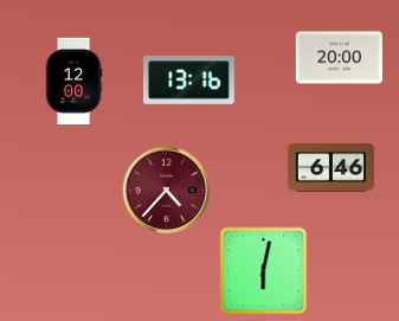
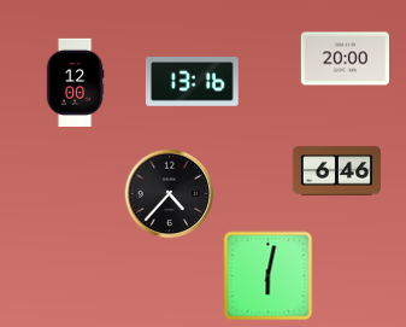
clock at (167, 191) dial: burgundy -> black
